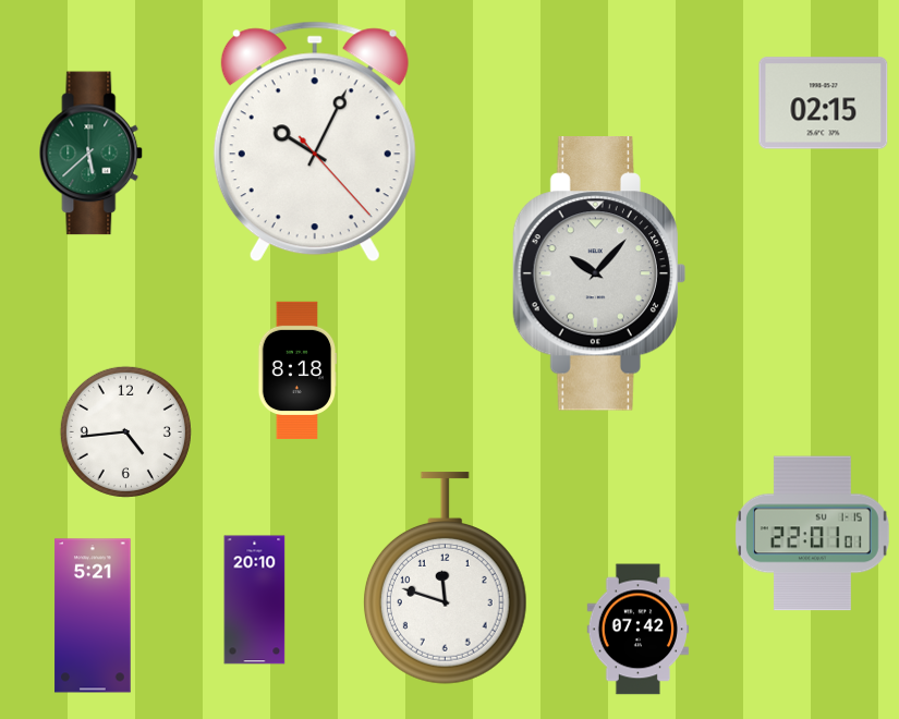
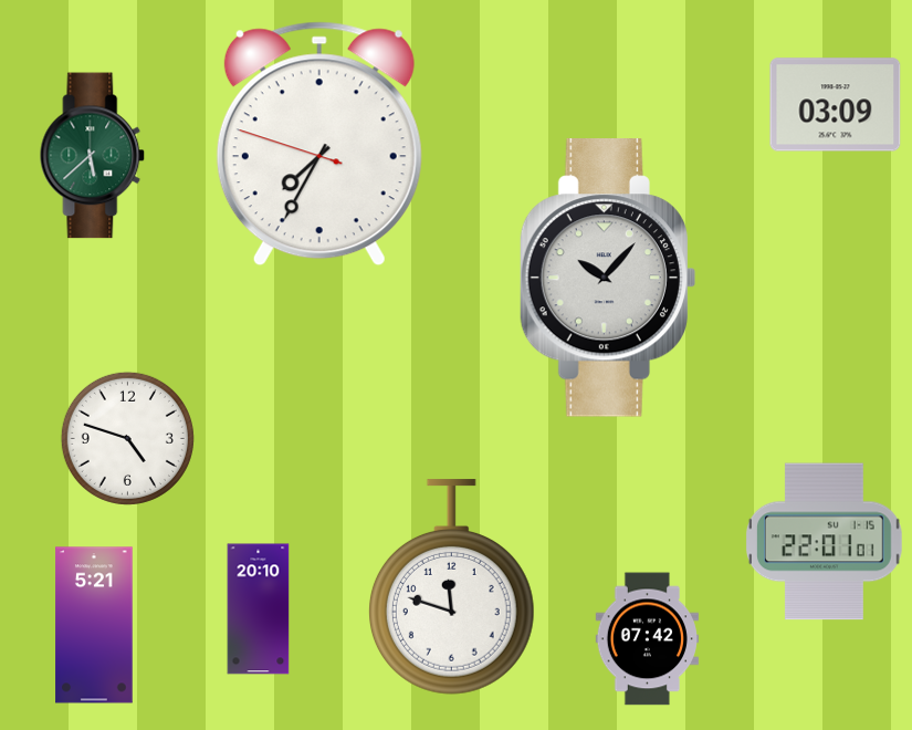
clock at (824, 103): 02:15 -> 03:09
clock at (315, 142): 10:04 -> 7:34
clock at (297, 369): 8:18 -> none
clock at (125, 431): 4:44 -> 4:48
